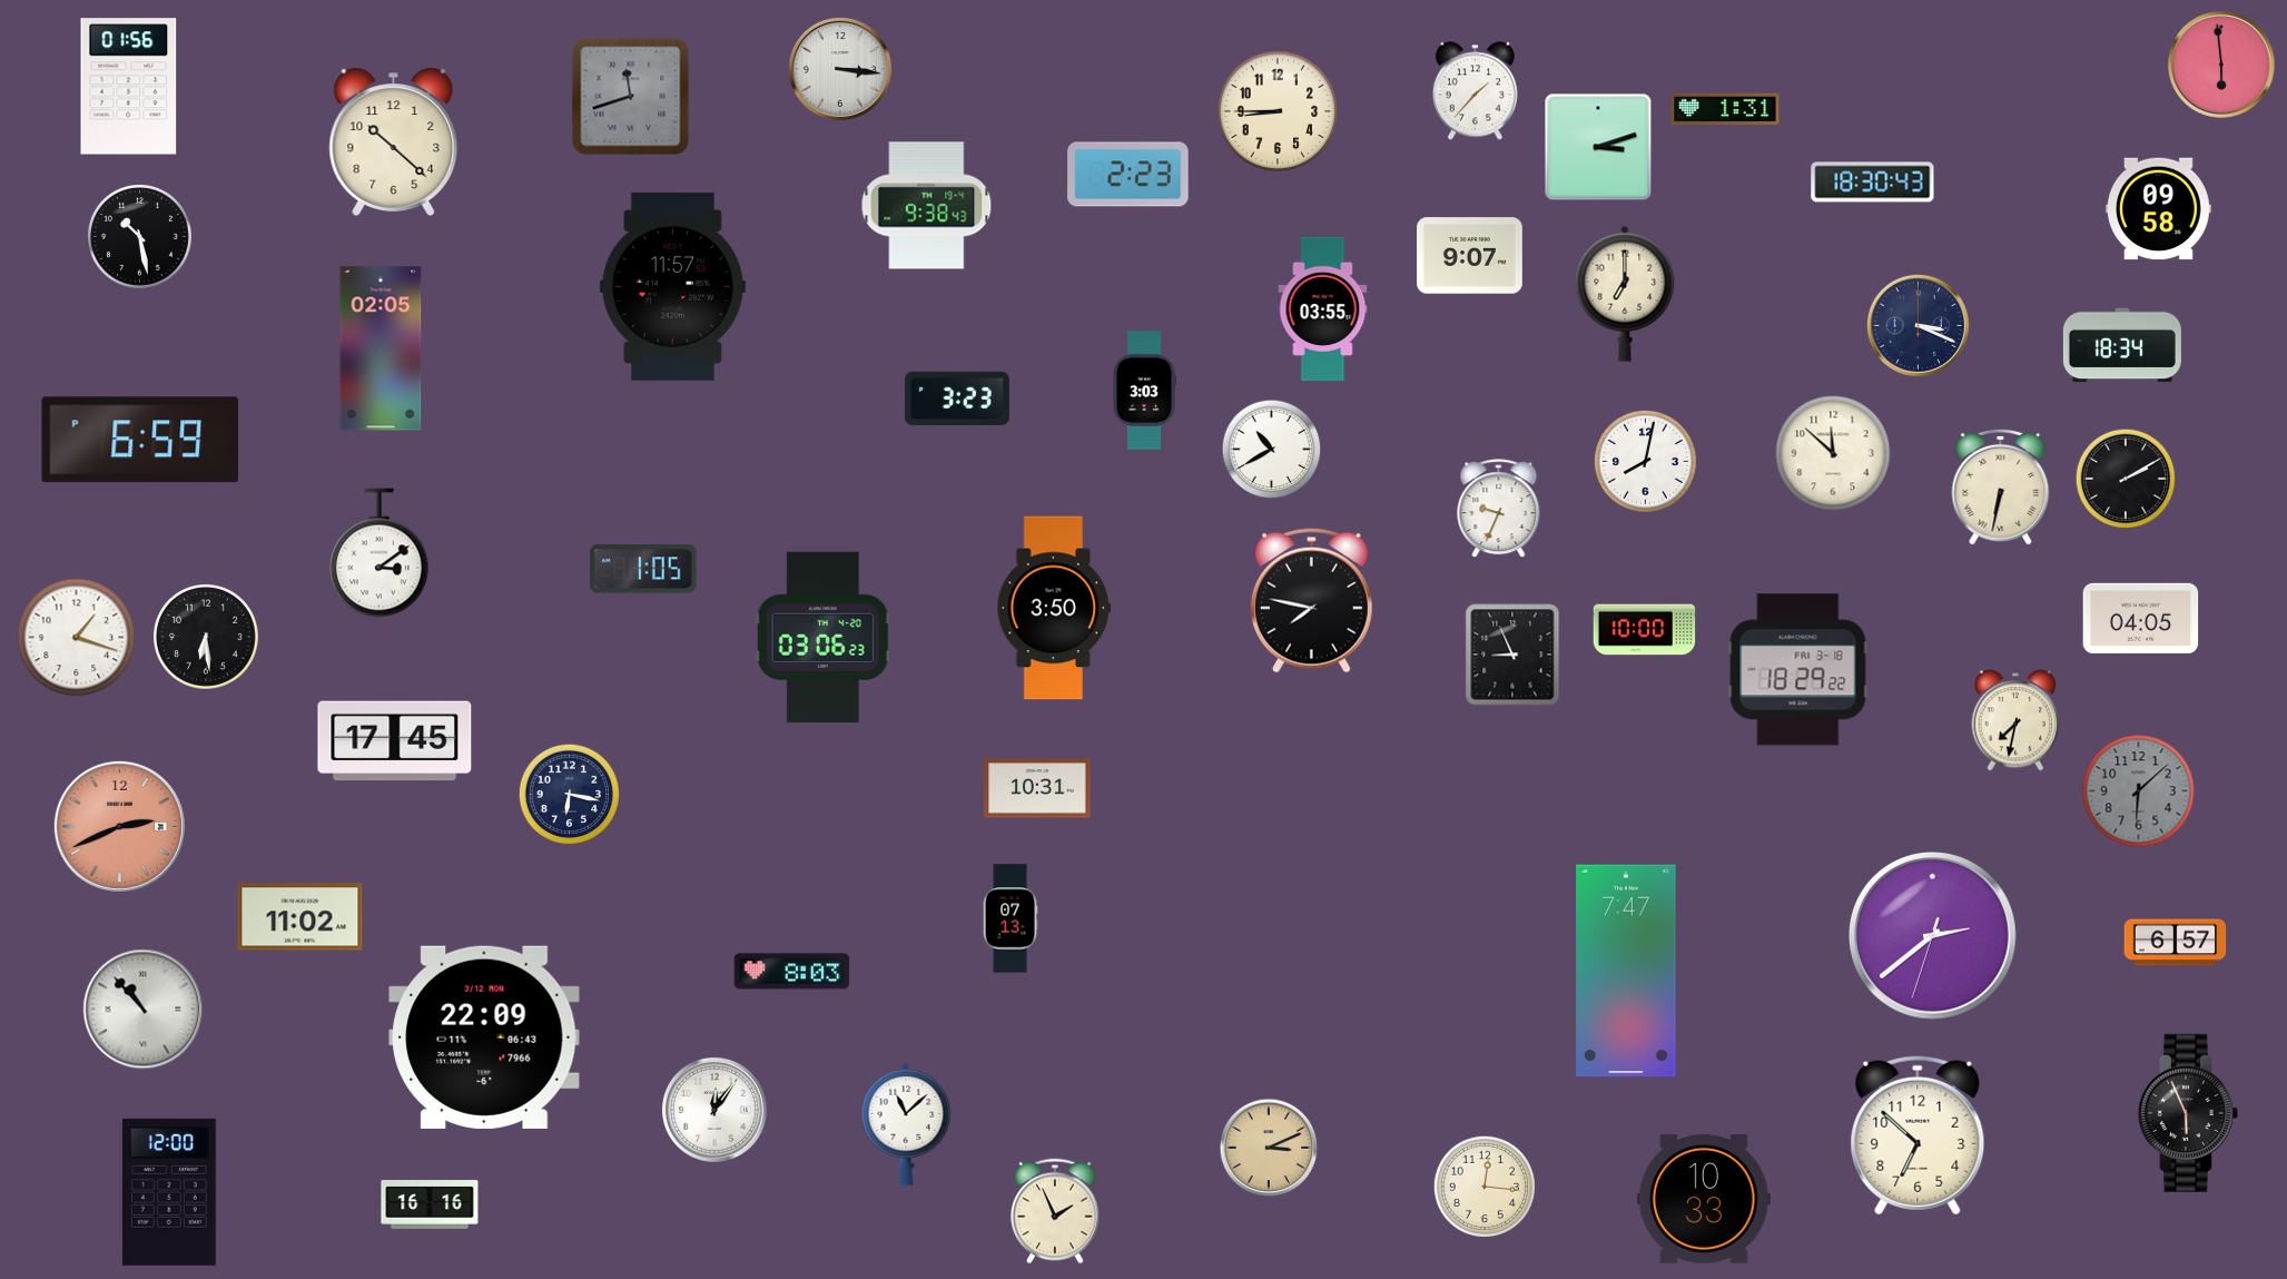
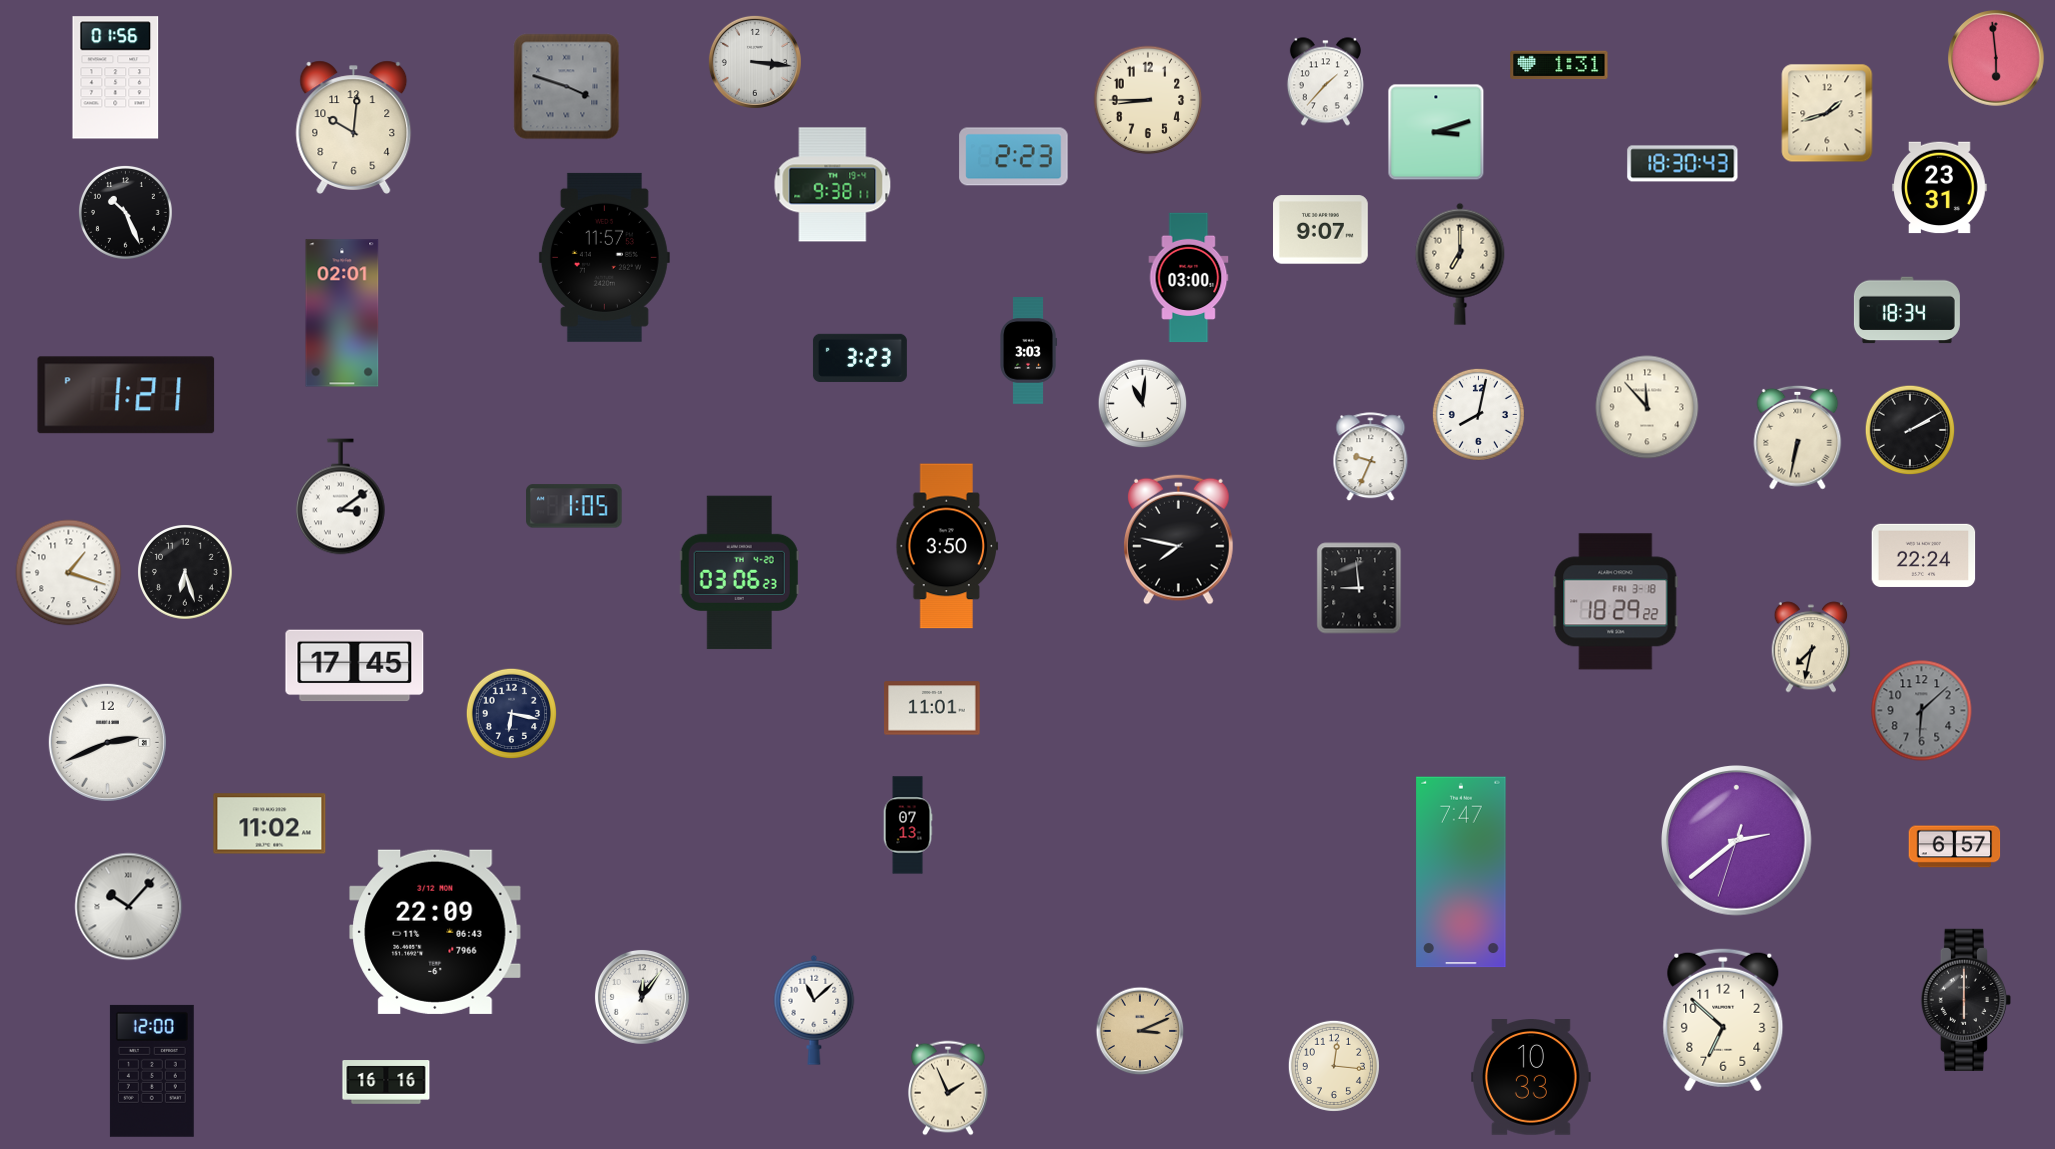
clock at (631, 97): 11:42 -> 3:48
clock at (1725, 109) position: (1725, 109) -> (1559, 65)
clock at (1827, 113): none -> 1:42
clock at (394, 141): 10:22 -> 10:01
clock at (927, 206): 9:38:43 -> 9:38:11
clock at (2159, 209): 09:58 -> 23:31
clock at (139, 236): 10:28 -> 10:26
clock at (1323, 309): 03:55 -> 03:00
clock at (1918, 325): 3:19 -> none
clock at (381, 348): 02:05 -> 02:01
clock at (140, 440): 6:59 -> 1:21
clock at (1272, 450): 10:40 -> 11:01
clock at (1833, 453): 11:52 -> 11:53
clock at (1499, 509) position: (1499, 509) -> (1371, 457)
clock at (643, 569) position: (643, 569) -> (574, 506)
clock at (2141, 618): 04:05 -> 22:24
clock at (1645, 630): 10:00 -> none
clock at (206, 637): 6:29 -> 6:27
clock at (1512, 655): 8:56 -> 8:59
clock at (1037, 788): 10:31 -> 11:01
clock at (119, 826) dial: salmon -> white
clock at (792, 972): 8:03 -> none
clock at (144, 1010): 10:53 -> 10:07
clock at (2188, 1113): 5:56 -> 6:00
